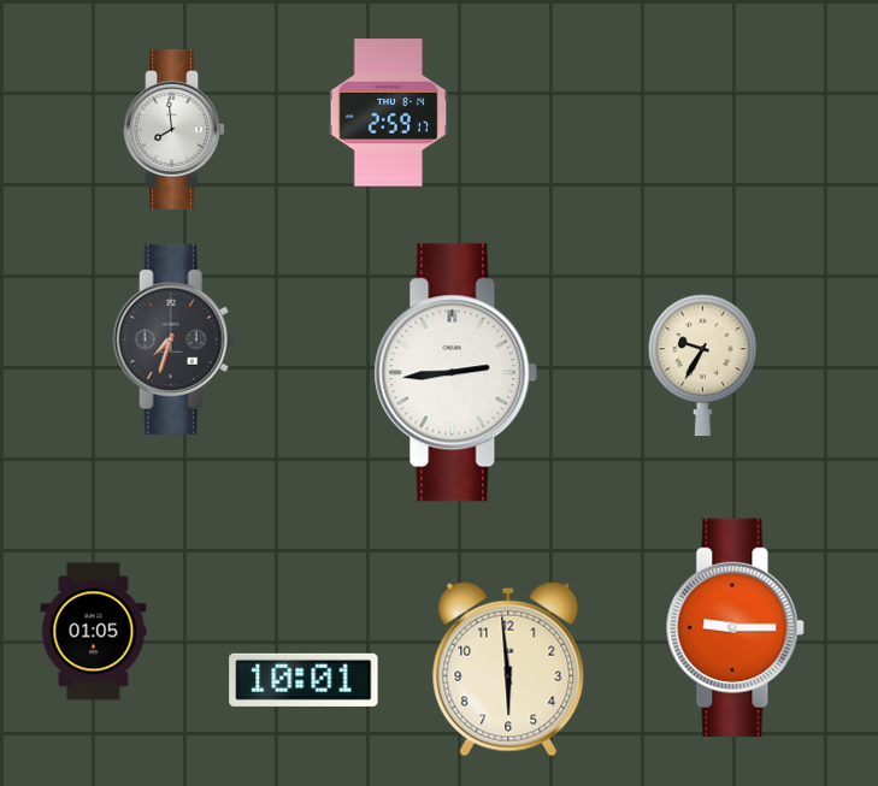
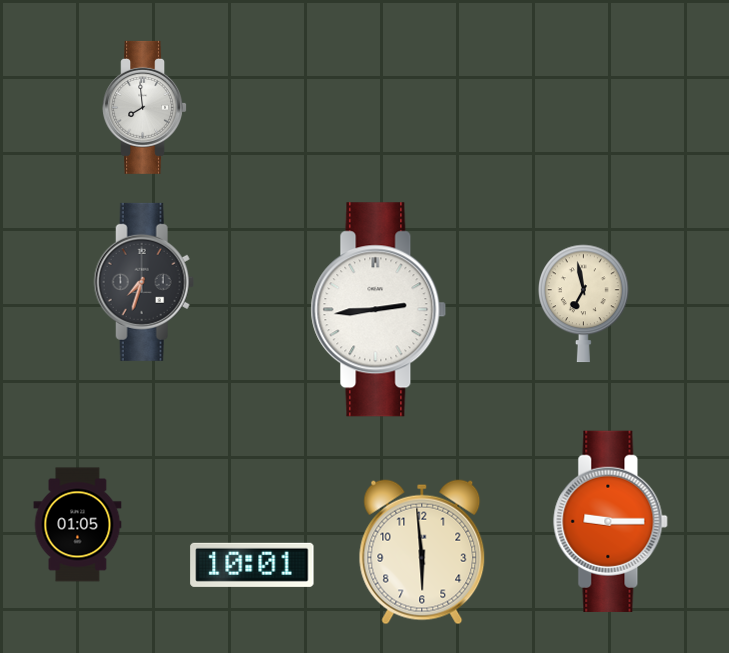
clock at (389, 113): 2:59 -> none
clock at (703, 366): 9:35 -> 6:58
clock at (508, 669) position: (508, 669) -> (422, 552)
